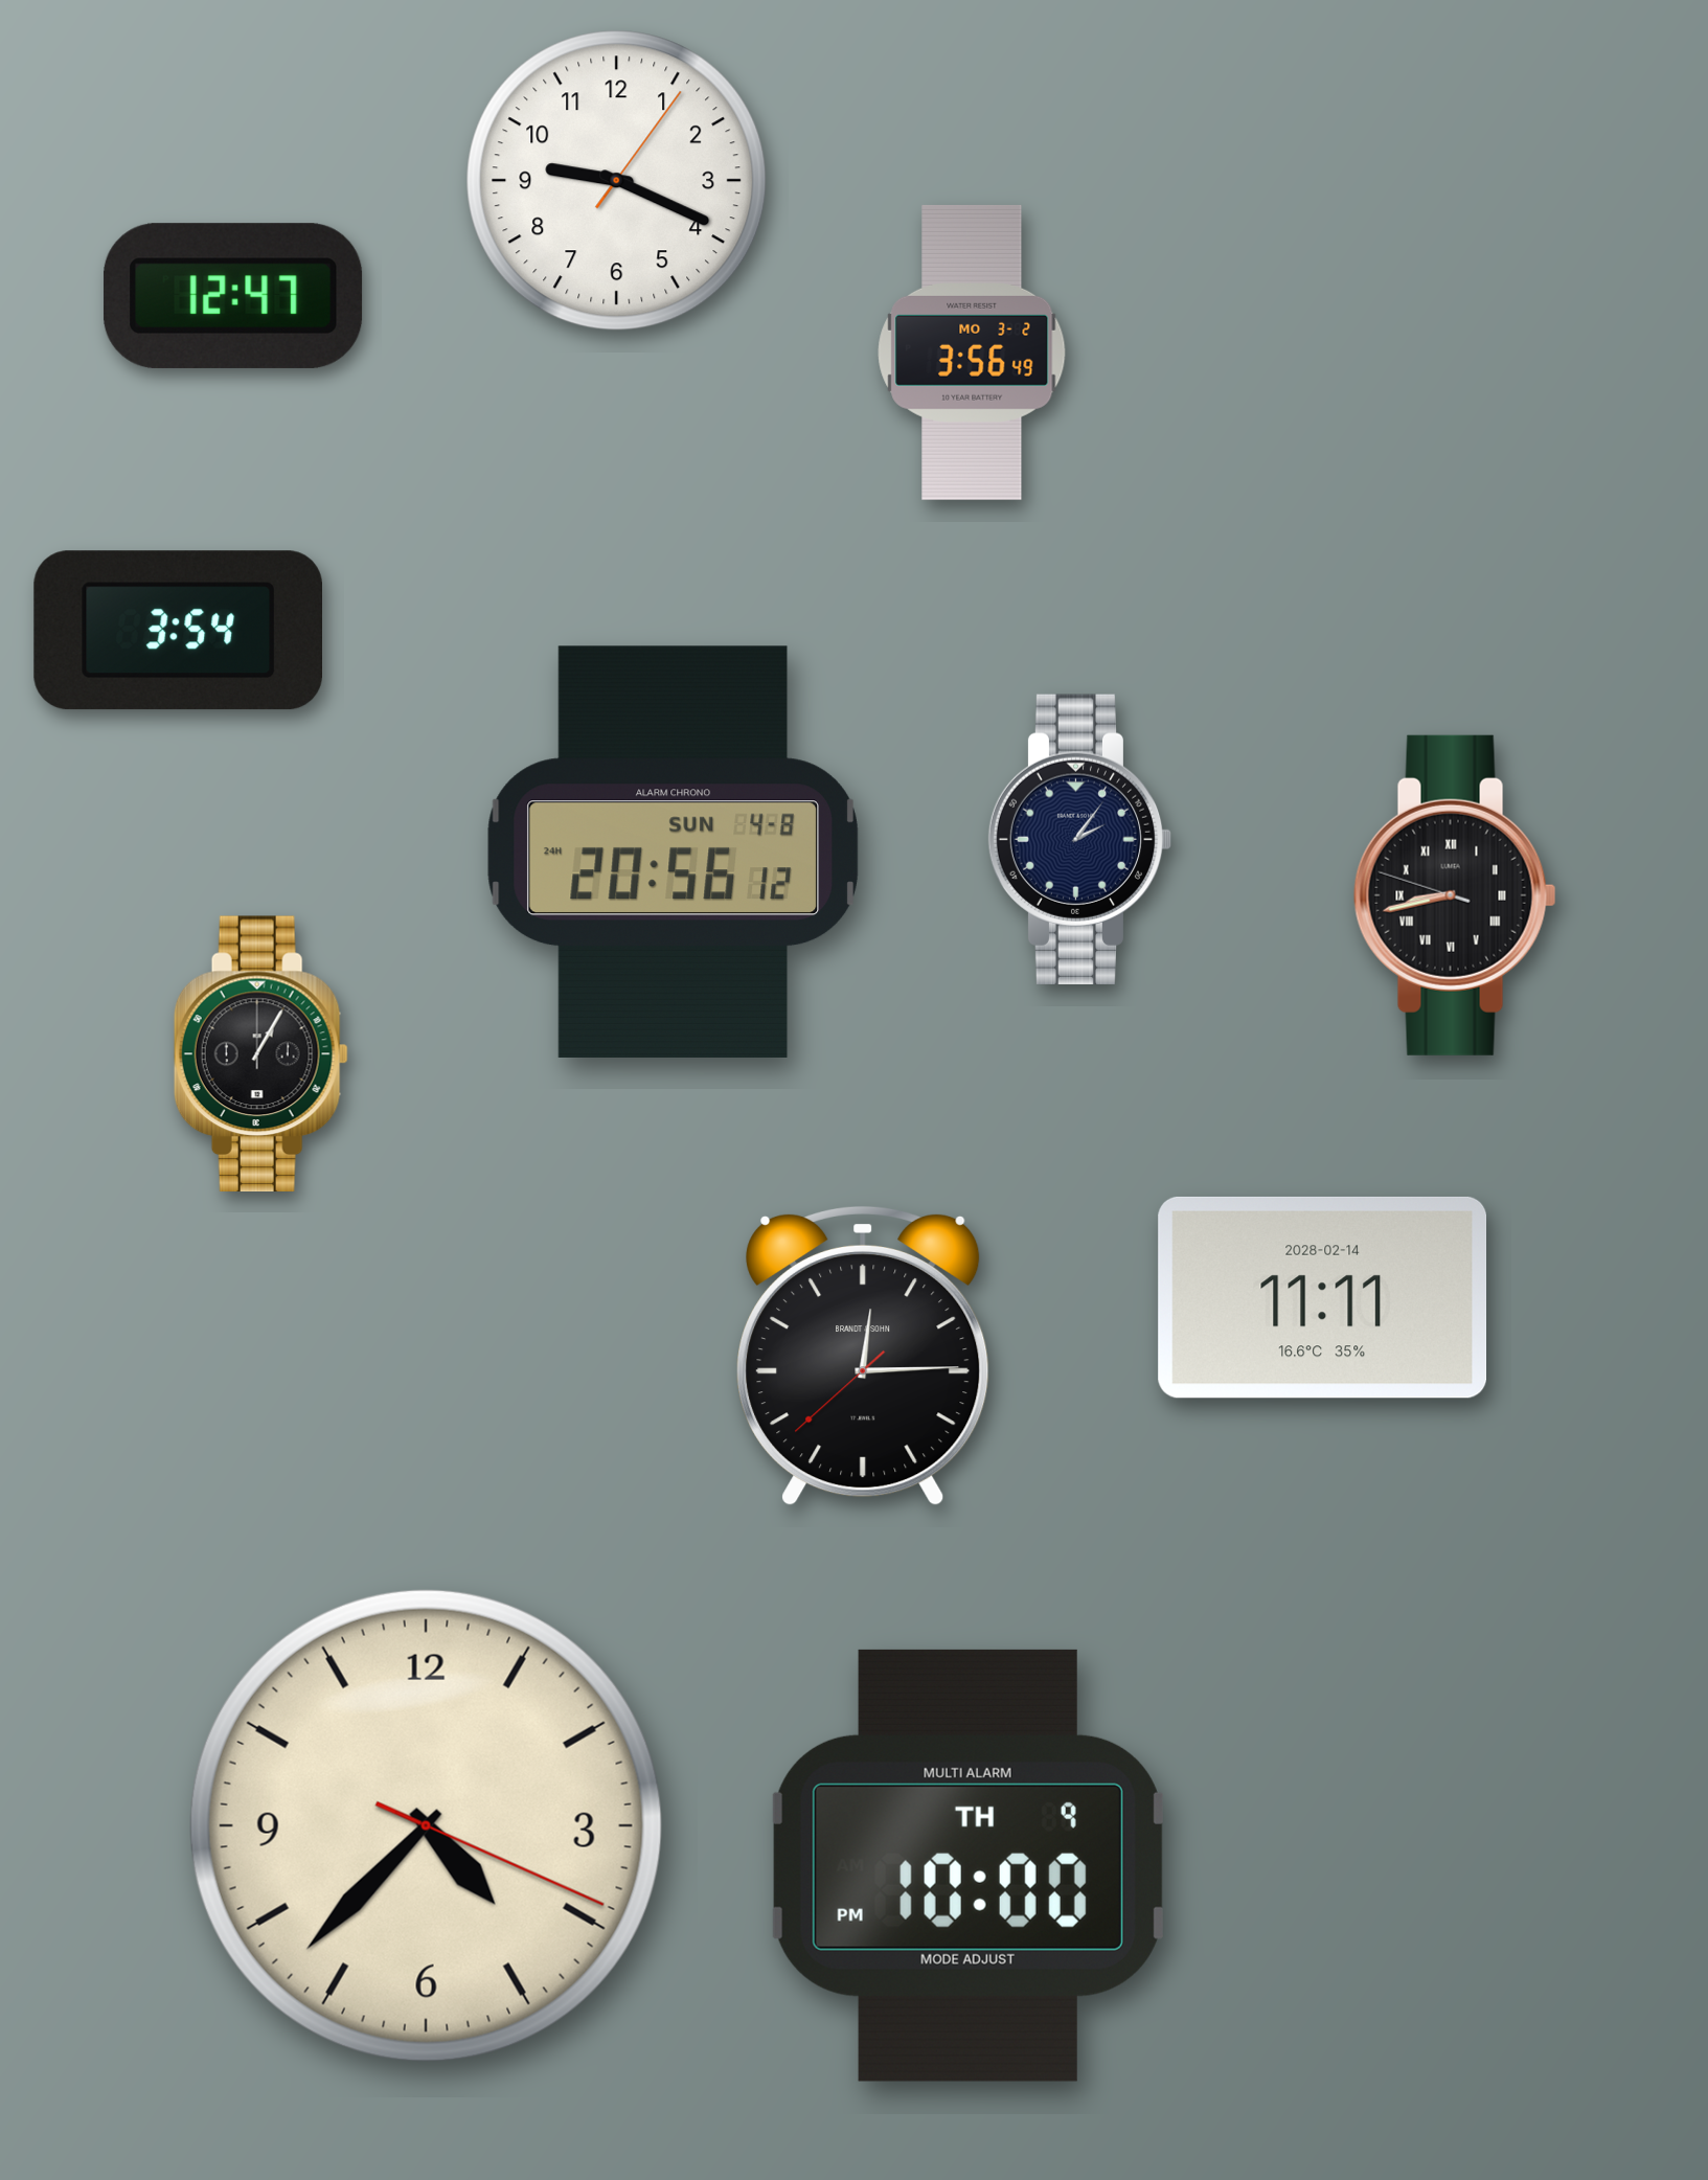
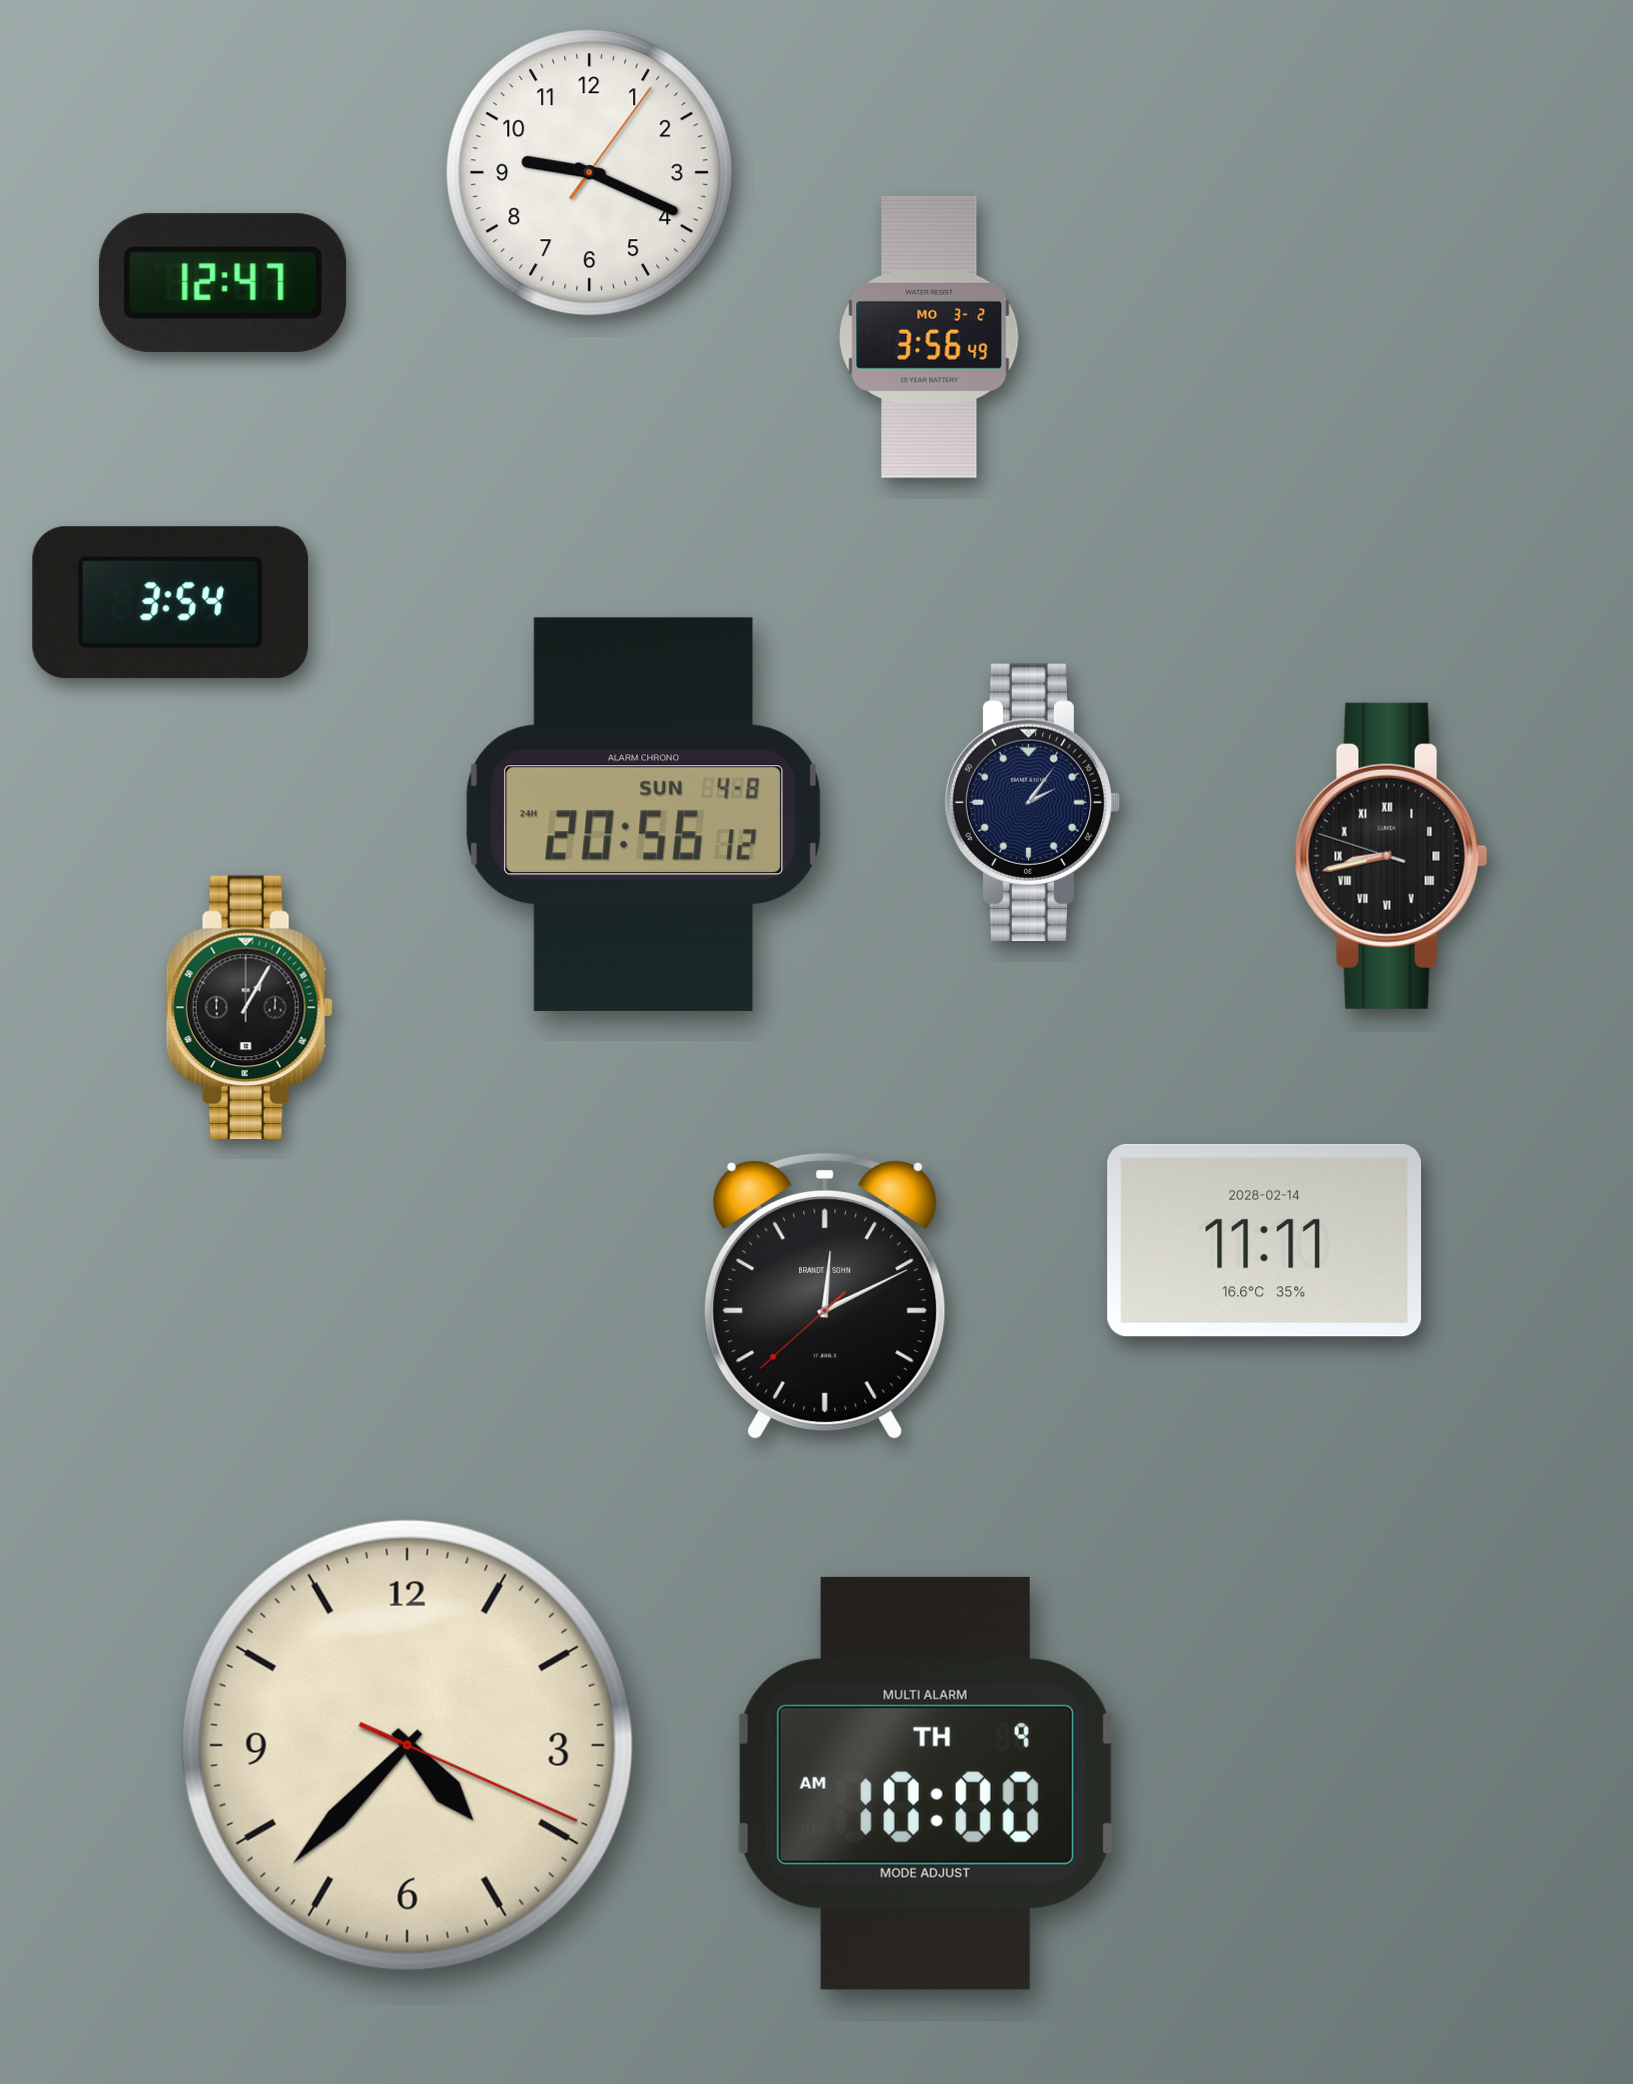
clock at (863, 1356): 12:14 -> 12:10
clock at (967, 1865): 10:00 PM -> 10:00 AM
